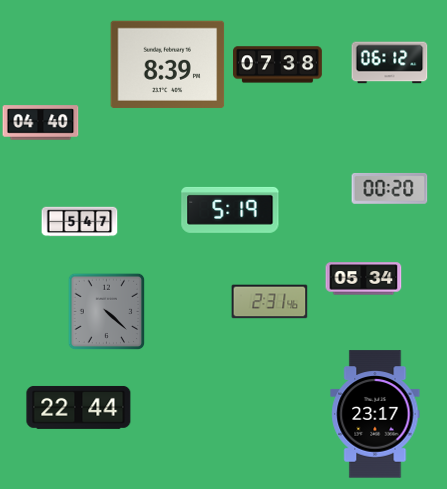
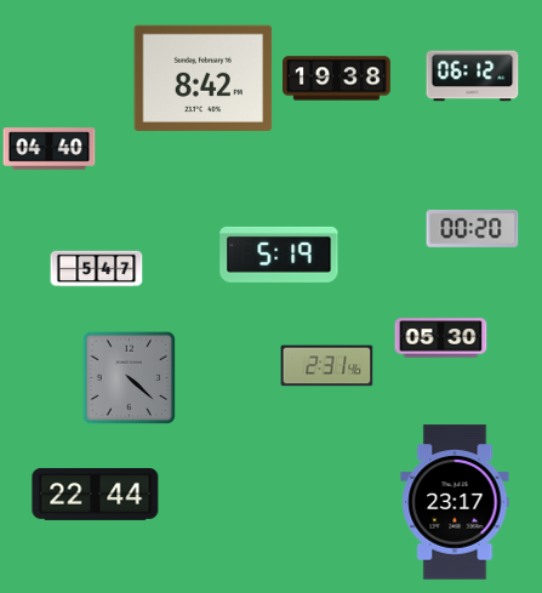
clock at (168, 64): 8:39 -> 8:42
clock at (278, 65): 07:38 -> 19:38
clock at (364, 279): 05:34 -> 05:30
